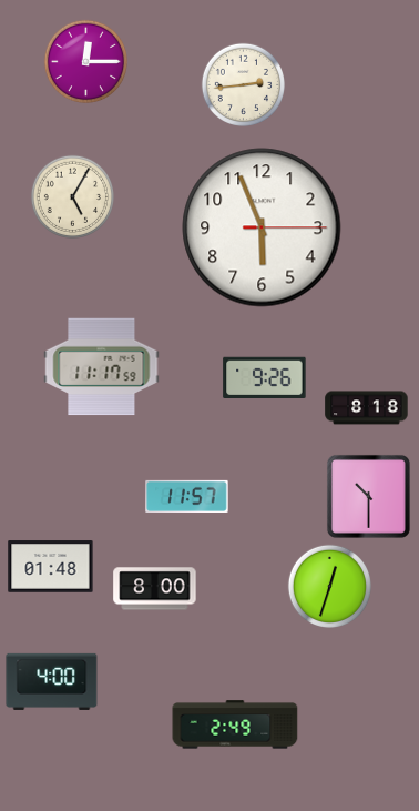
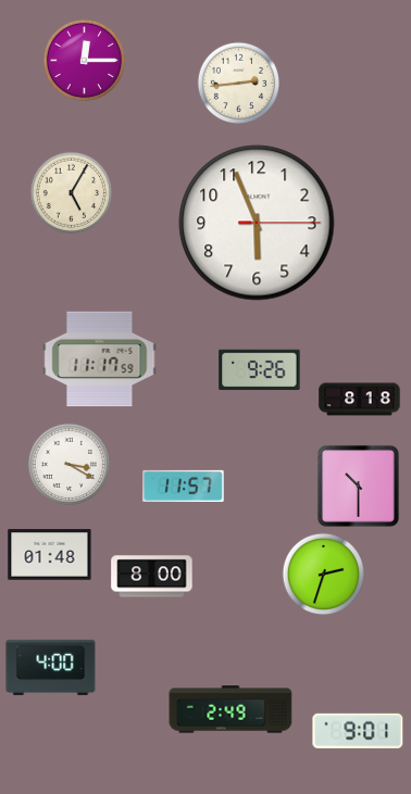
clock at (68, 464): none -> 3:20
clock at (368, 496) position: (368, 496) -> (358, 486)
clock at (329, 586): 12:33 -> 2:33
clock at (358, 731): none -> 9:01
